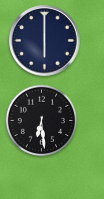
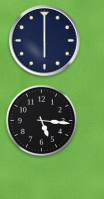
clock at (41, 120): 6:29 -> 5:16
